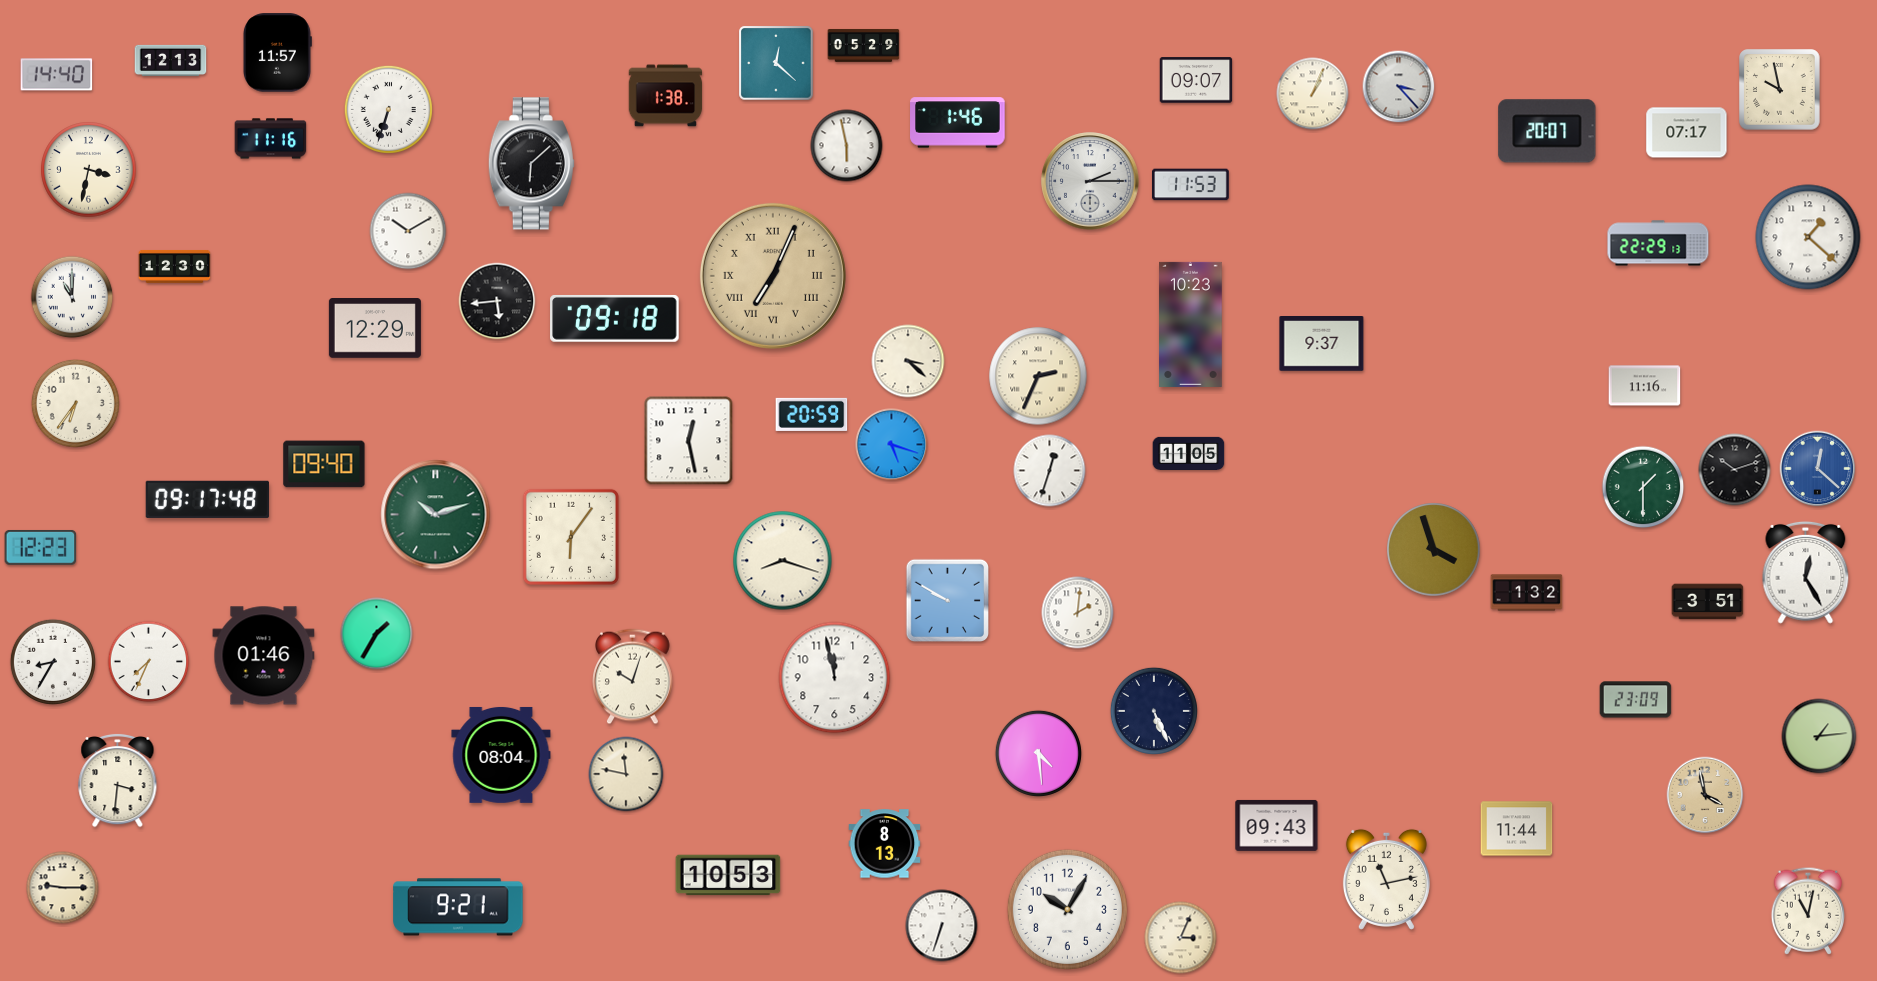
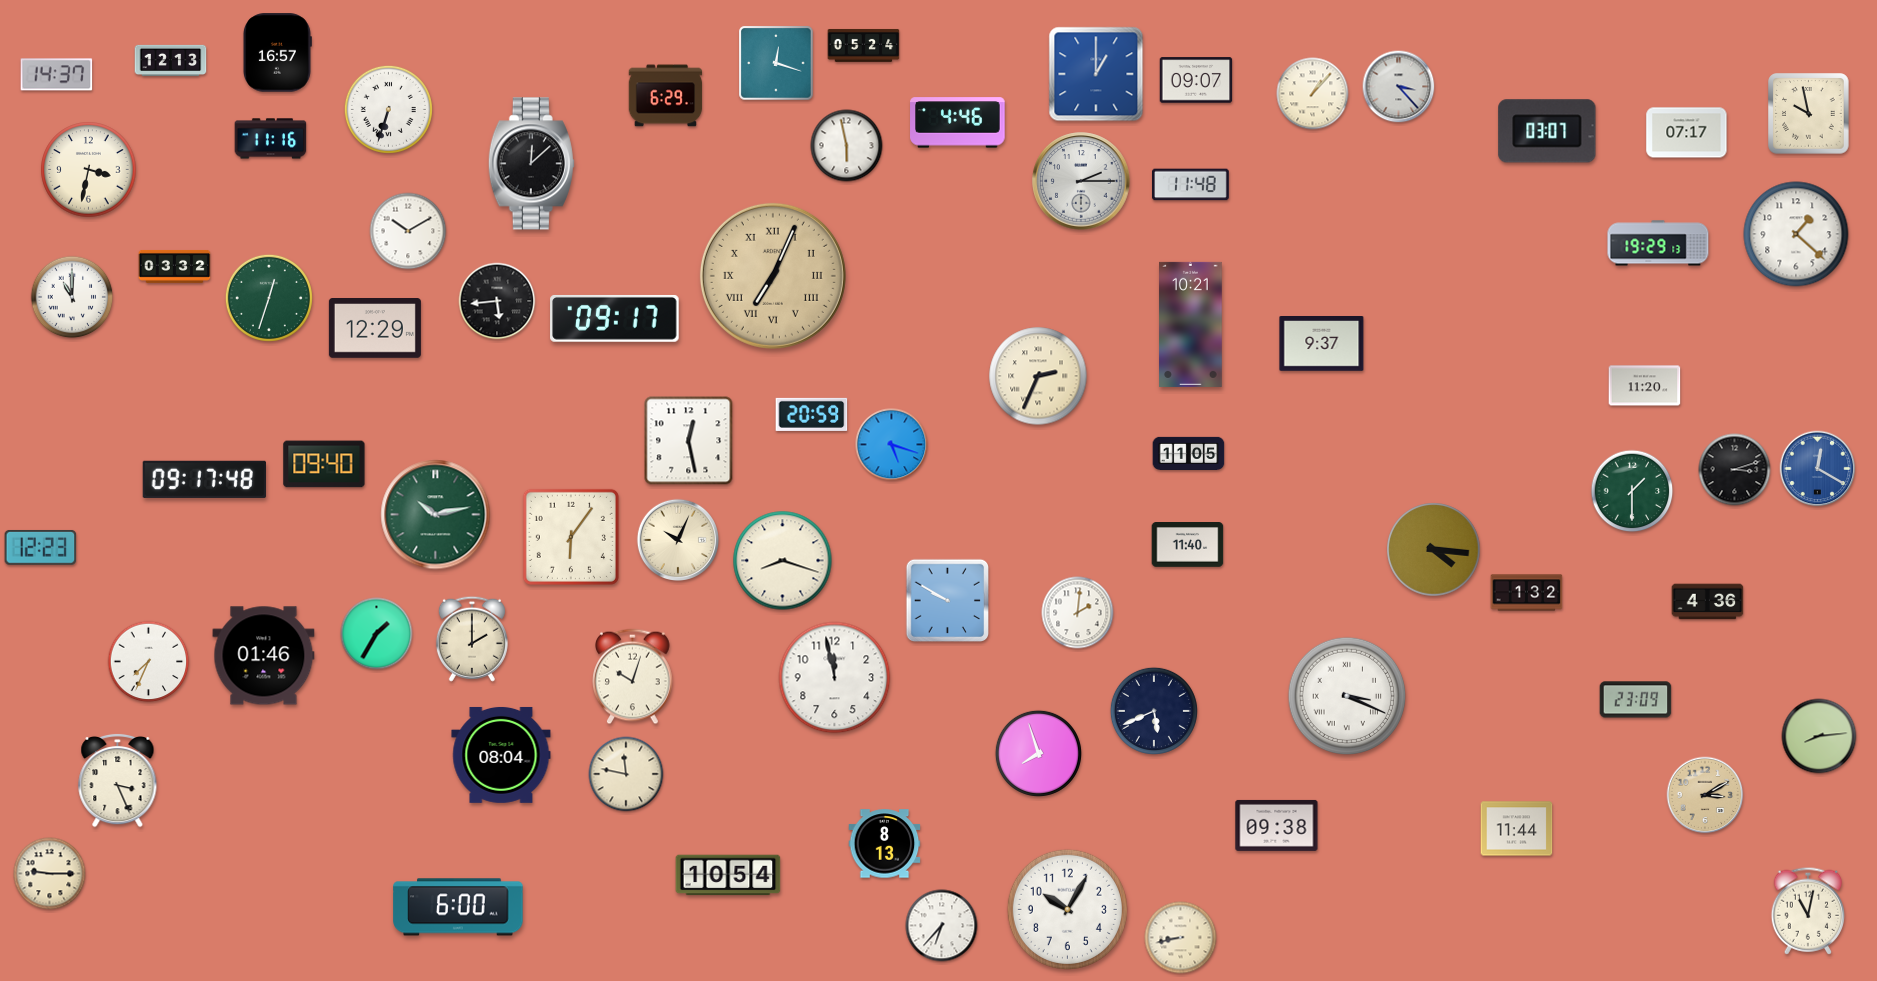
clock at (864, 45): 05:29 -> 05:24
clock at (277, 53): 11:57 -> 16:57
clock at (776, 63): 12:22 -> 12:18
clock at (1096, 74): none -> 1:00
clock at (57, 75): 14:40 -> 14:37
clock at (1780, 90) position: (1780, 90) -> (1809, 114)
clock at (1313, 94): 1:04 -> 1:07
clock at (666, 96): 1:38 -> 6:29
clock at (958, 123): 1:46 -> 4:46
clock at (1547, 131): 20:07 -> 03:07
clock at (531, 164): 6:08 -> 12:08
clock at (1090, 181) position: (1090, 181) -> (1081, 181)
clock at (1191, 185): 11:53 -> 11:48
clock at (1808, 237) position: (1808, 237) -> (1796, 234)
clock at (1658, 243): 22:29 -> 19:29
clock at (175, 266): 12:30 -> 03:32
clock at (269, 298): none -> 12:33
clock at (615, 318): 09:18 -> 09:17
clock at (1191, 324): 10:23 -> 10:21
clock at (908, 361): 3:22 -> none
clock at (1645, 386): 11:16 -> 11:20
clock at (75, 403): 6:36 -> none
clock at (1818, 469): 12:22 -> 12:20
clock at (1735, 470): 10:12 -> 3:12
clock at (1050, 471): 12:33 -> none
clock at (1643, 487) position: (1643, 487) -> (1632, 491)
clock at (207, 499) position: (207, 499) -> (204, 479)
clock at (436, 515): 10:12 -> 10:13
clock at (677, 539): none -> 10:04
clock at (1188, 545): none -> 11:40
clock at (1434, 550): 3:57 -> 4:16
clock at (1806, 572): 12:25 -> none
clock at (1708, 602): 3:51 -> 4:36
clock at (472, 639): none -> 2:00
clock at (53, 662): 8:35 -> none
clock at (1347, 696): none -> 3:19
clock at (1154, 711): 5:26 -> 5:41
clock at (1819, 736): 1:14 -> 8:14
clock at (1038, 753): 4:29 -> 7:57
clock at (118, 780): 3:31 -> 3:26
clock at (1705, 795): 3:58 -> 3:10
clock at (1277, 825): 09:43 -> 09:38
clock at (728, 875): 10:53 -> 10:54
clock at (1386, 879): 11:13 -> none
clock at (63, 888) position: (63, 888) -> (50, 874)
clock at (458, 907): 9:21 -> 6:00
clock at (942, 926): 6:33 -> 6:37
clock at (1181, 938): 3:04 -> 8:43
